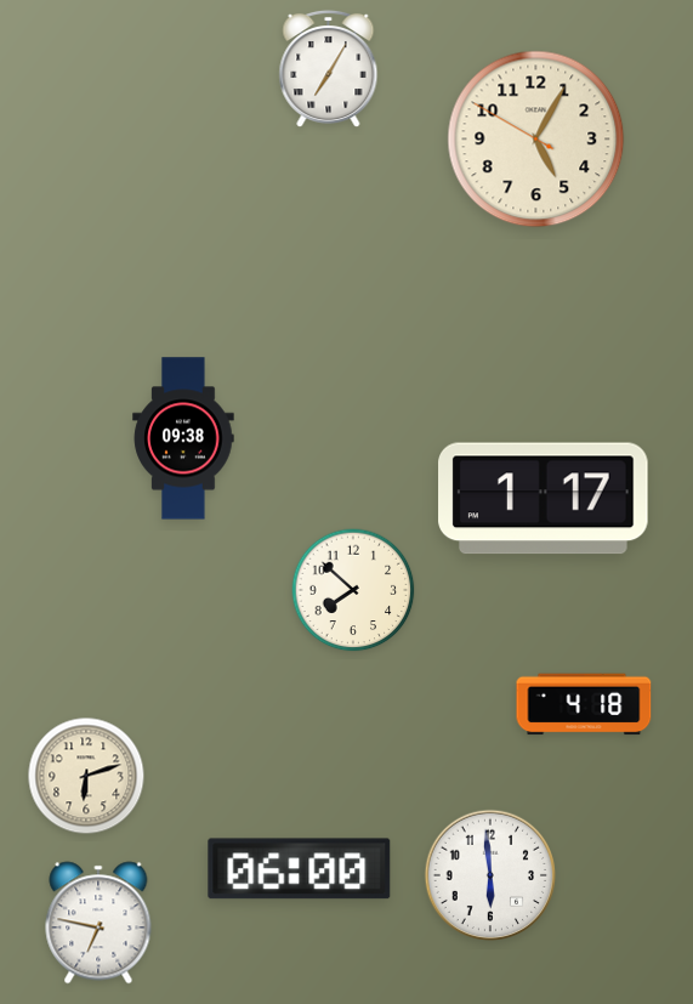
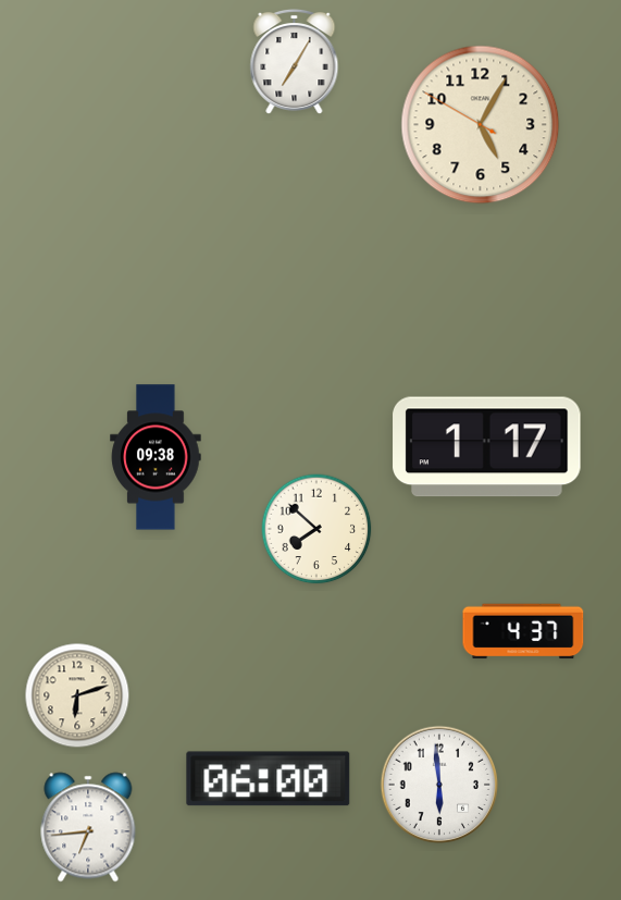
clock at (183, 438) position: (183, 438) -> (156, 457)
clock at (584, 704): 4:18 -> 4:37
clock at (98, 923): 6:47 -> 6:44
